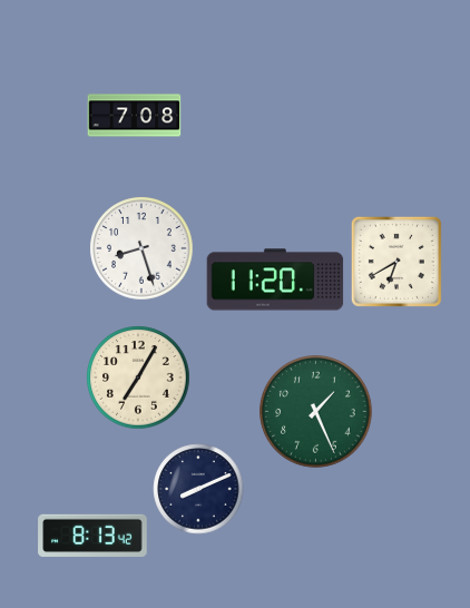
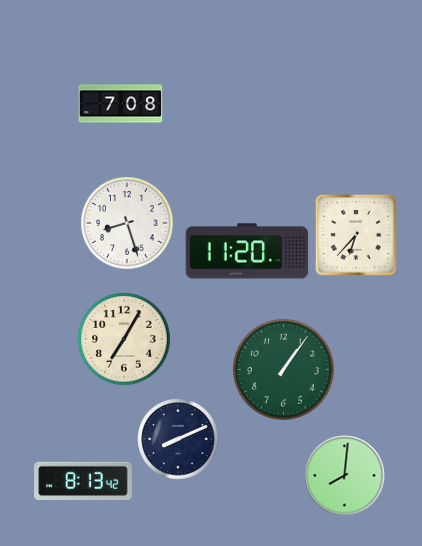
clock at (396, 262): 6:40 -> 6:37
clock at (316, 412): 1:26 -> 1:06
clock at (345, 476): none -> 8:01
